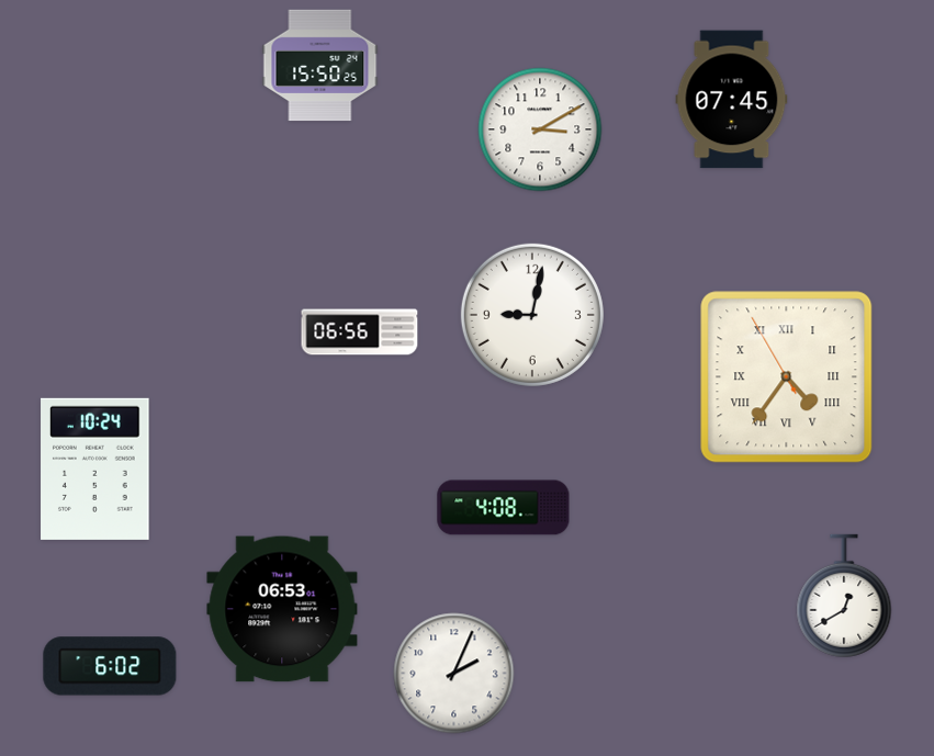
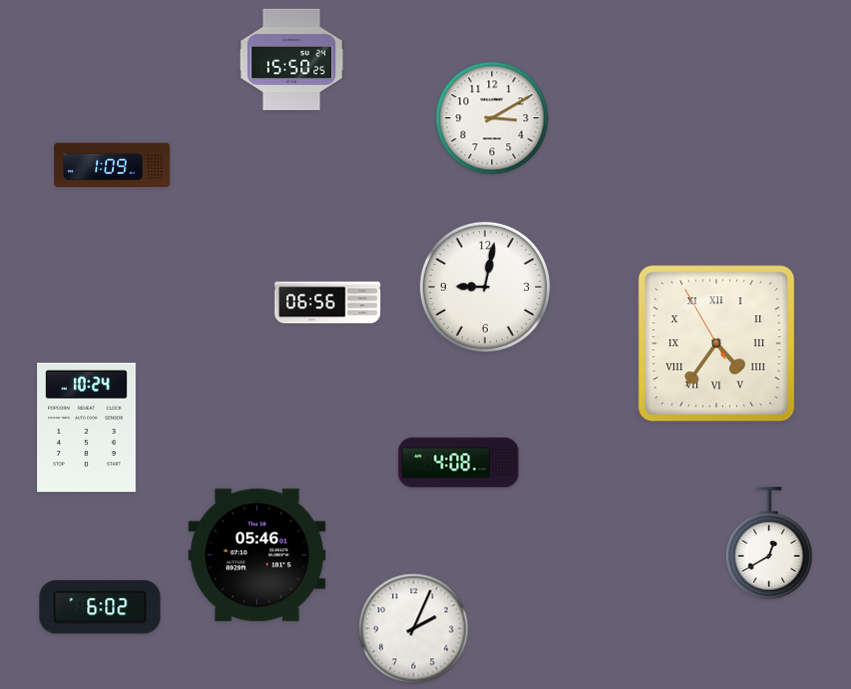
clock at (732, 100): 07:45 -> none
clock at (112, 164): none -> 1:09
clock at (282, 609): 06:53 -> 05:46
clock at (454, 674) position: (454, 674) -> (414, 629)
